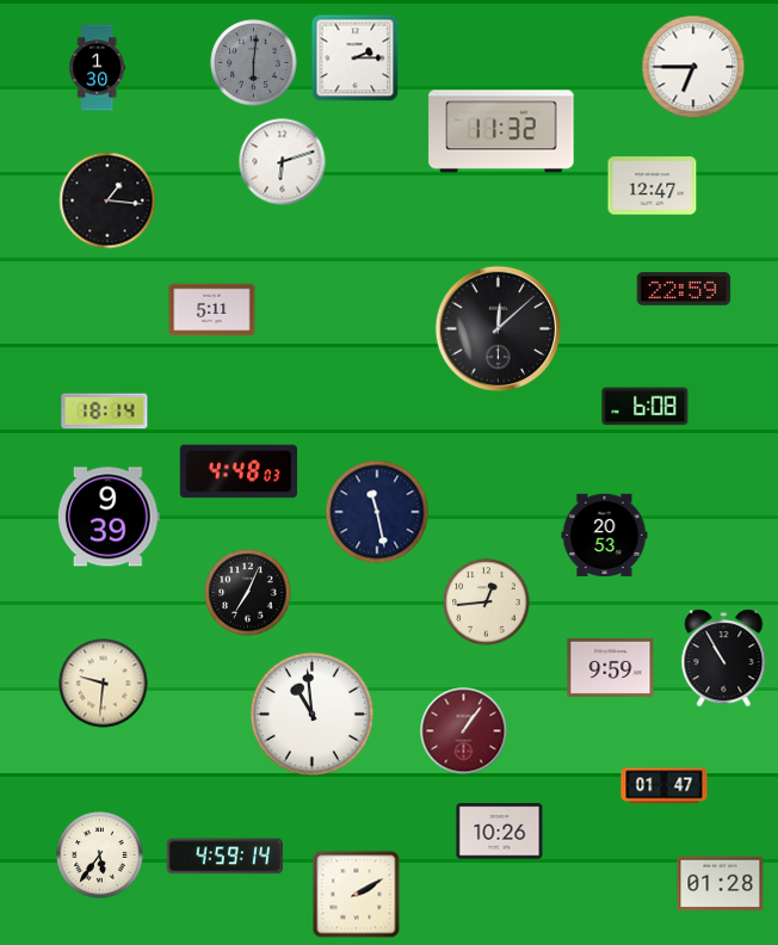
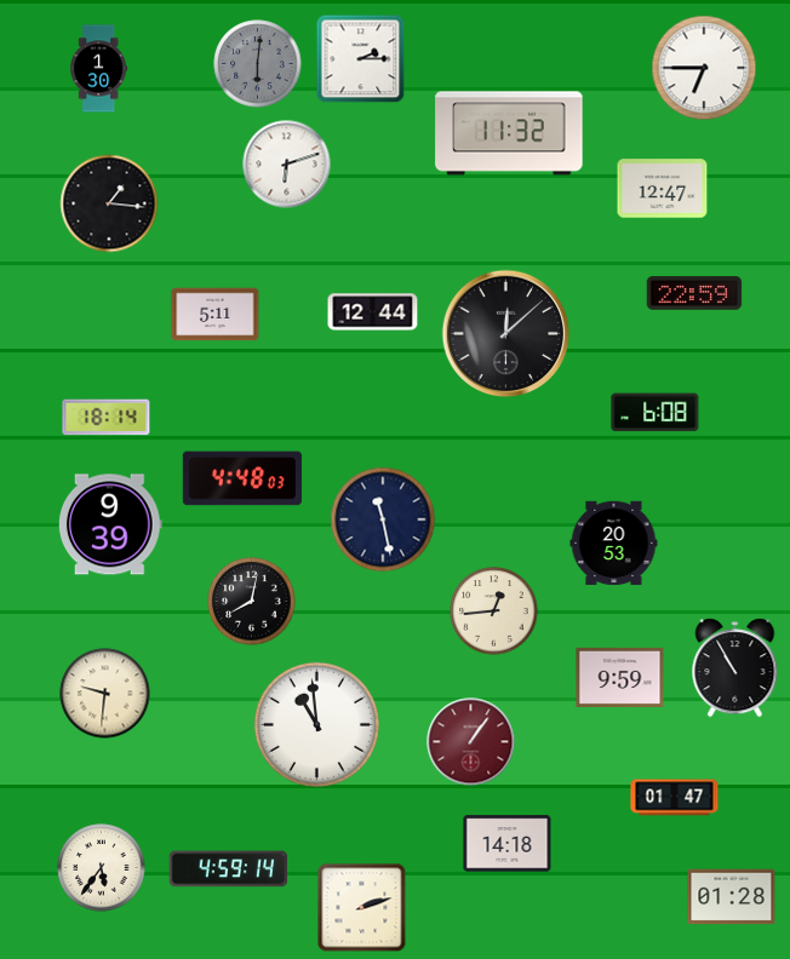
clock at (373, 312): none -> 12:44
clock at (248, 593): 7:04 -> 8:02
clock at (500, 832): 10:26 -> 14:18
clock at (357, 895): 2:10 -> 2:12
